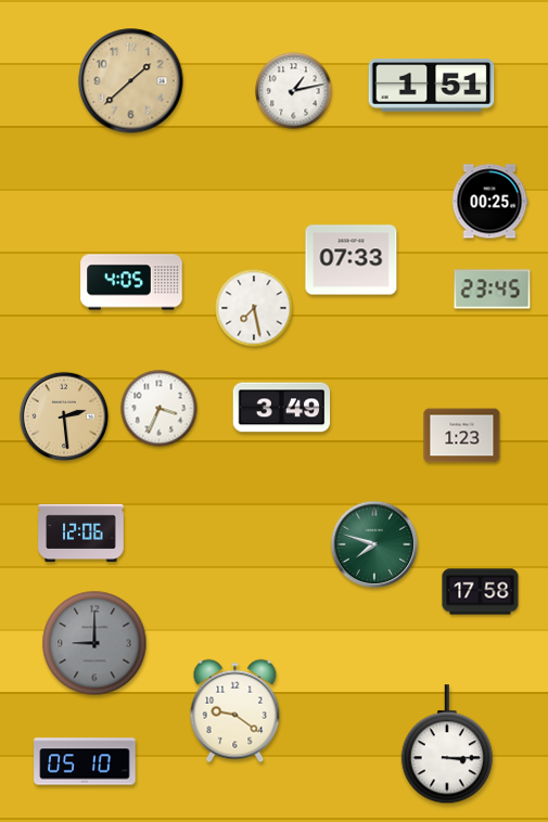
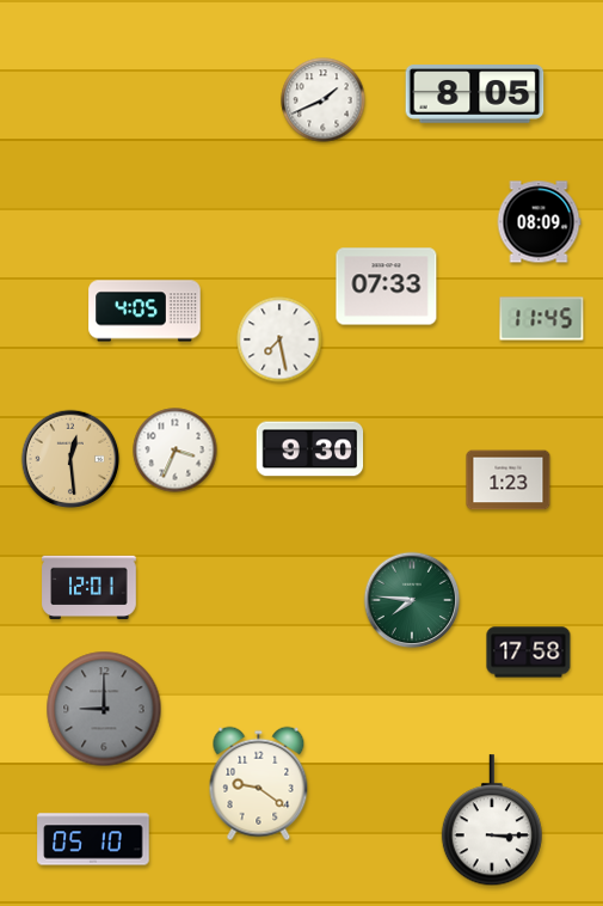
clock at (131, 81): 1:38 -> none
clock at (432, 86): 1:51 -> 8:05
clock at (294, 91): 1:13 -> 1:41
clock at (489, 202): 00:25 -> 08:09
clock at (493, 290): 23:45 -> 11:45
clock at (282, 408): 3:49 -> 9:30
clock at (64, 416): 2:29 -> 12:29
clock at (81, 534): 12:06 -> 12:01
clock at (374, 544): 7:48 -> 7:46
